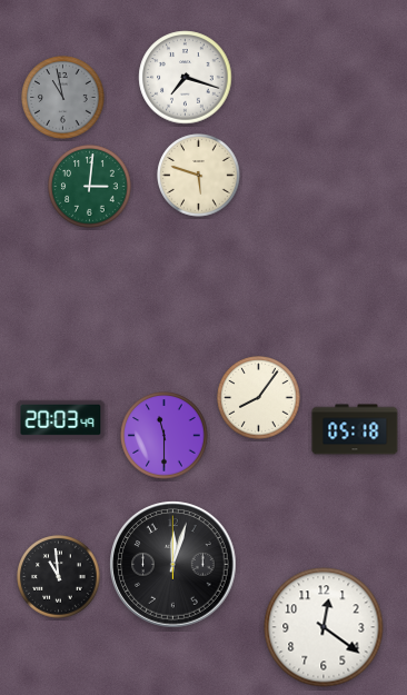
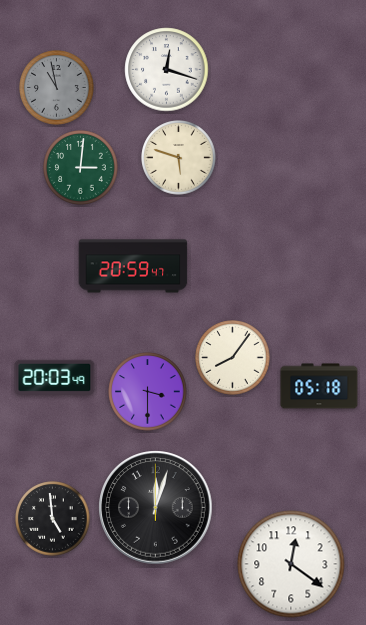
clock at (186, 78): 7:18 -> 12:18
clock at (133, 266): none -> 20:59
clock at (165, 436): 11:30 -> 3:30
clock at (59, 577): 10:59 -> 4:59
